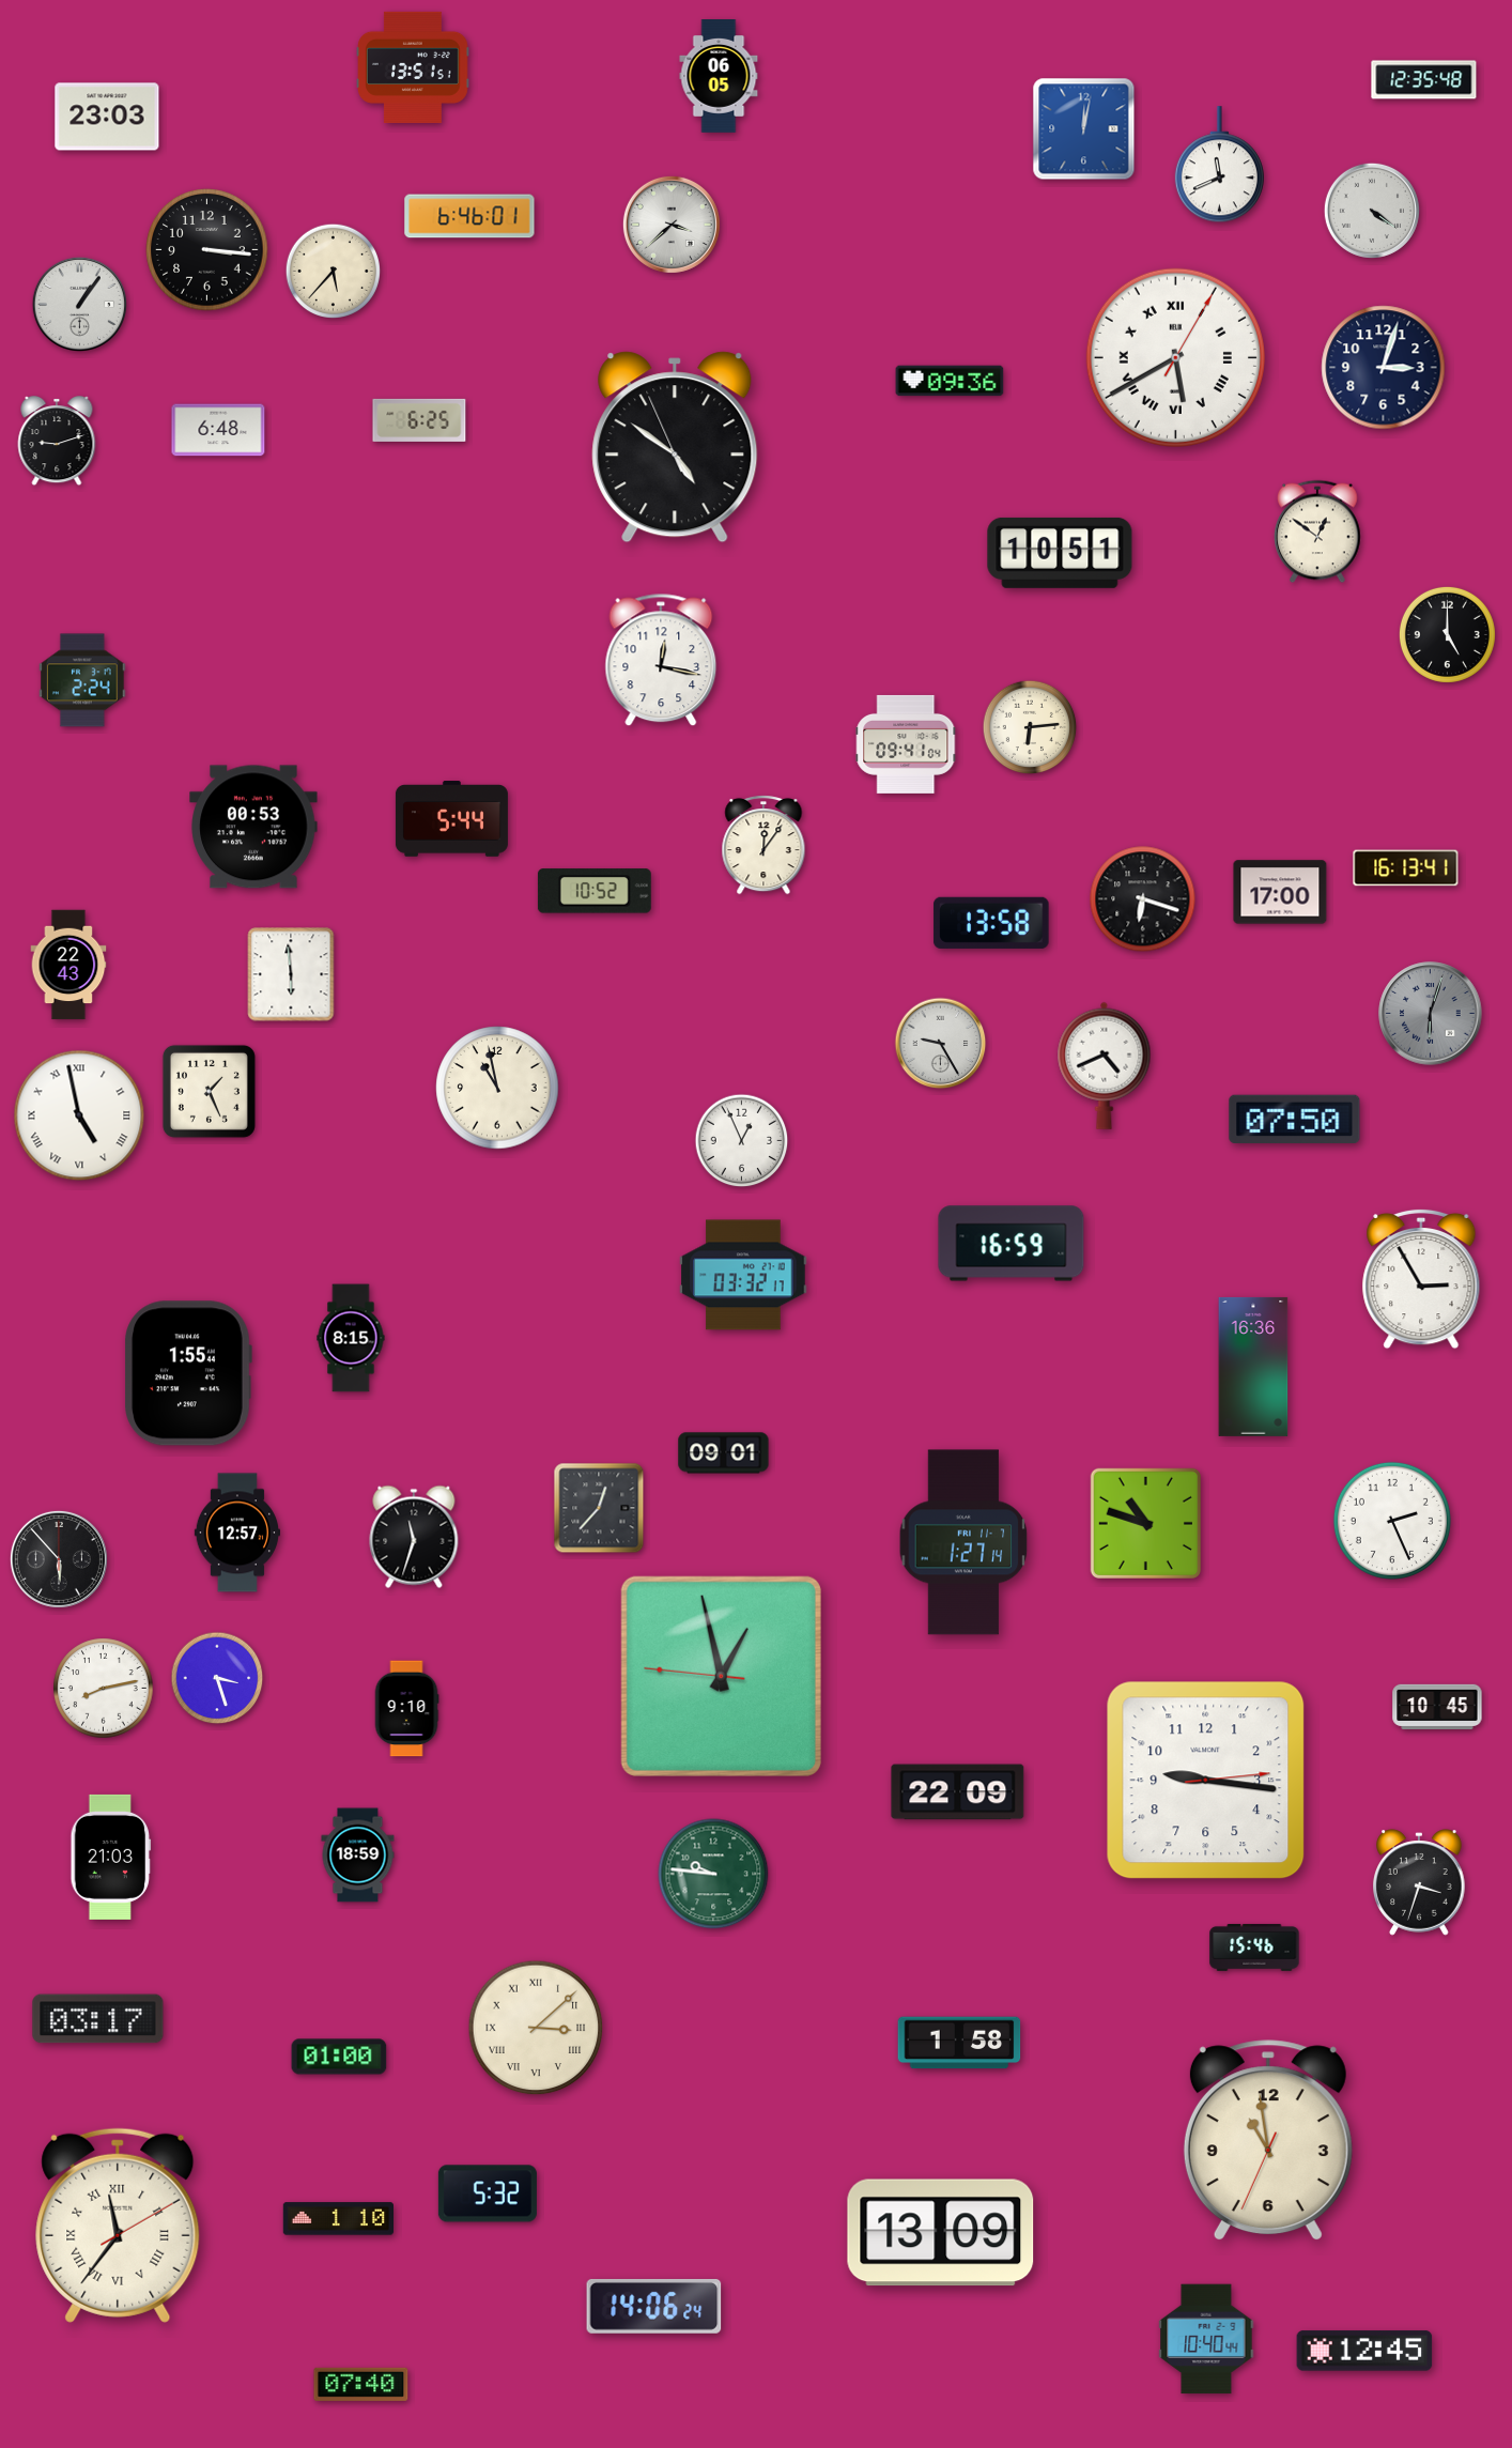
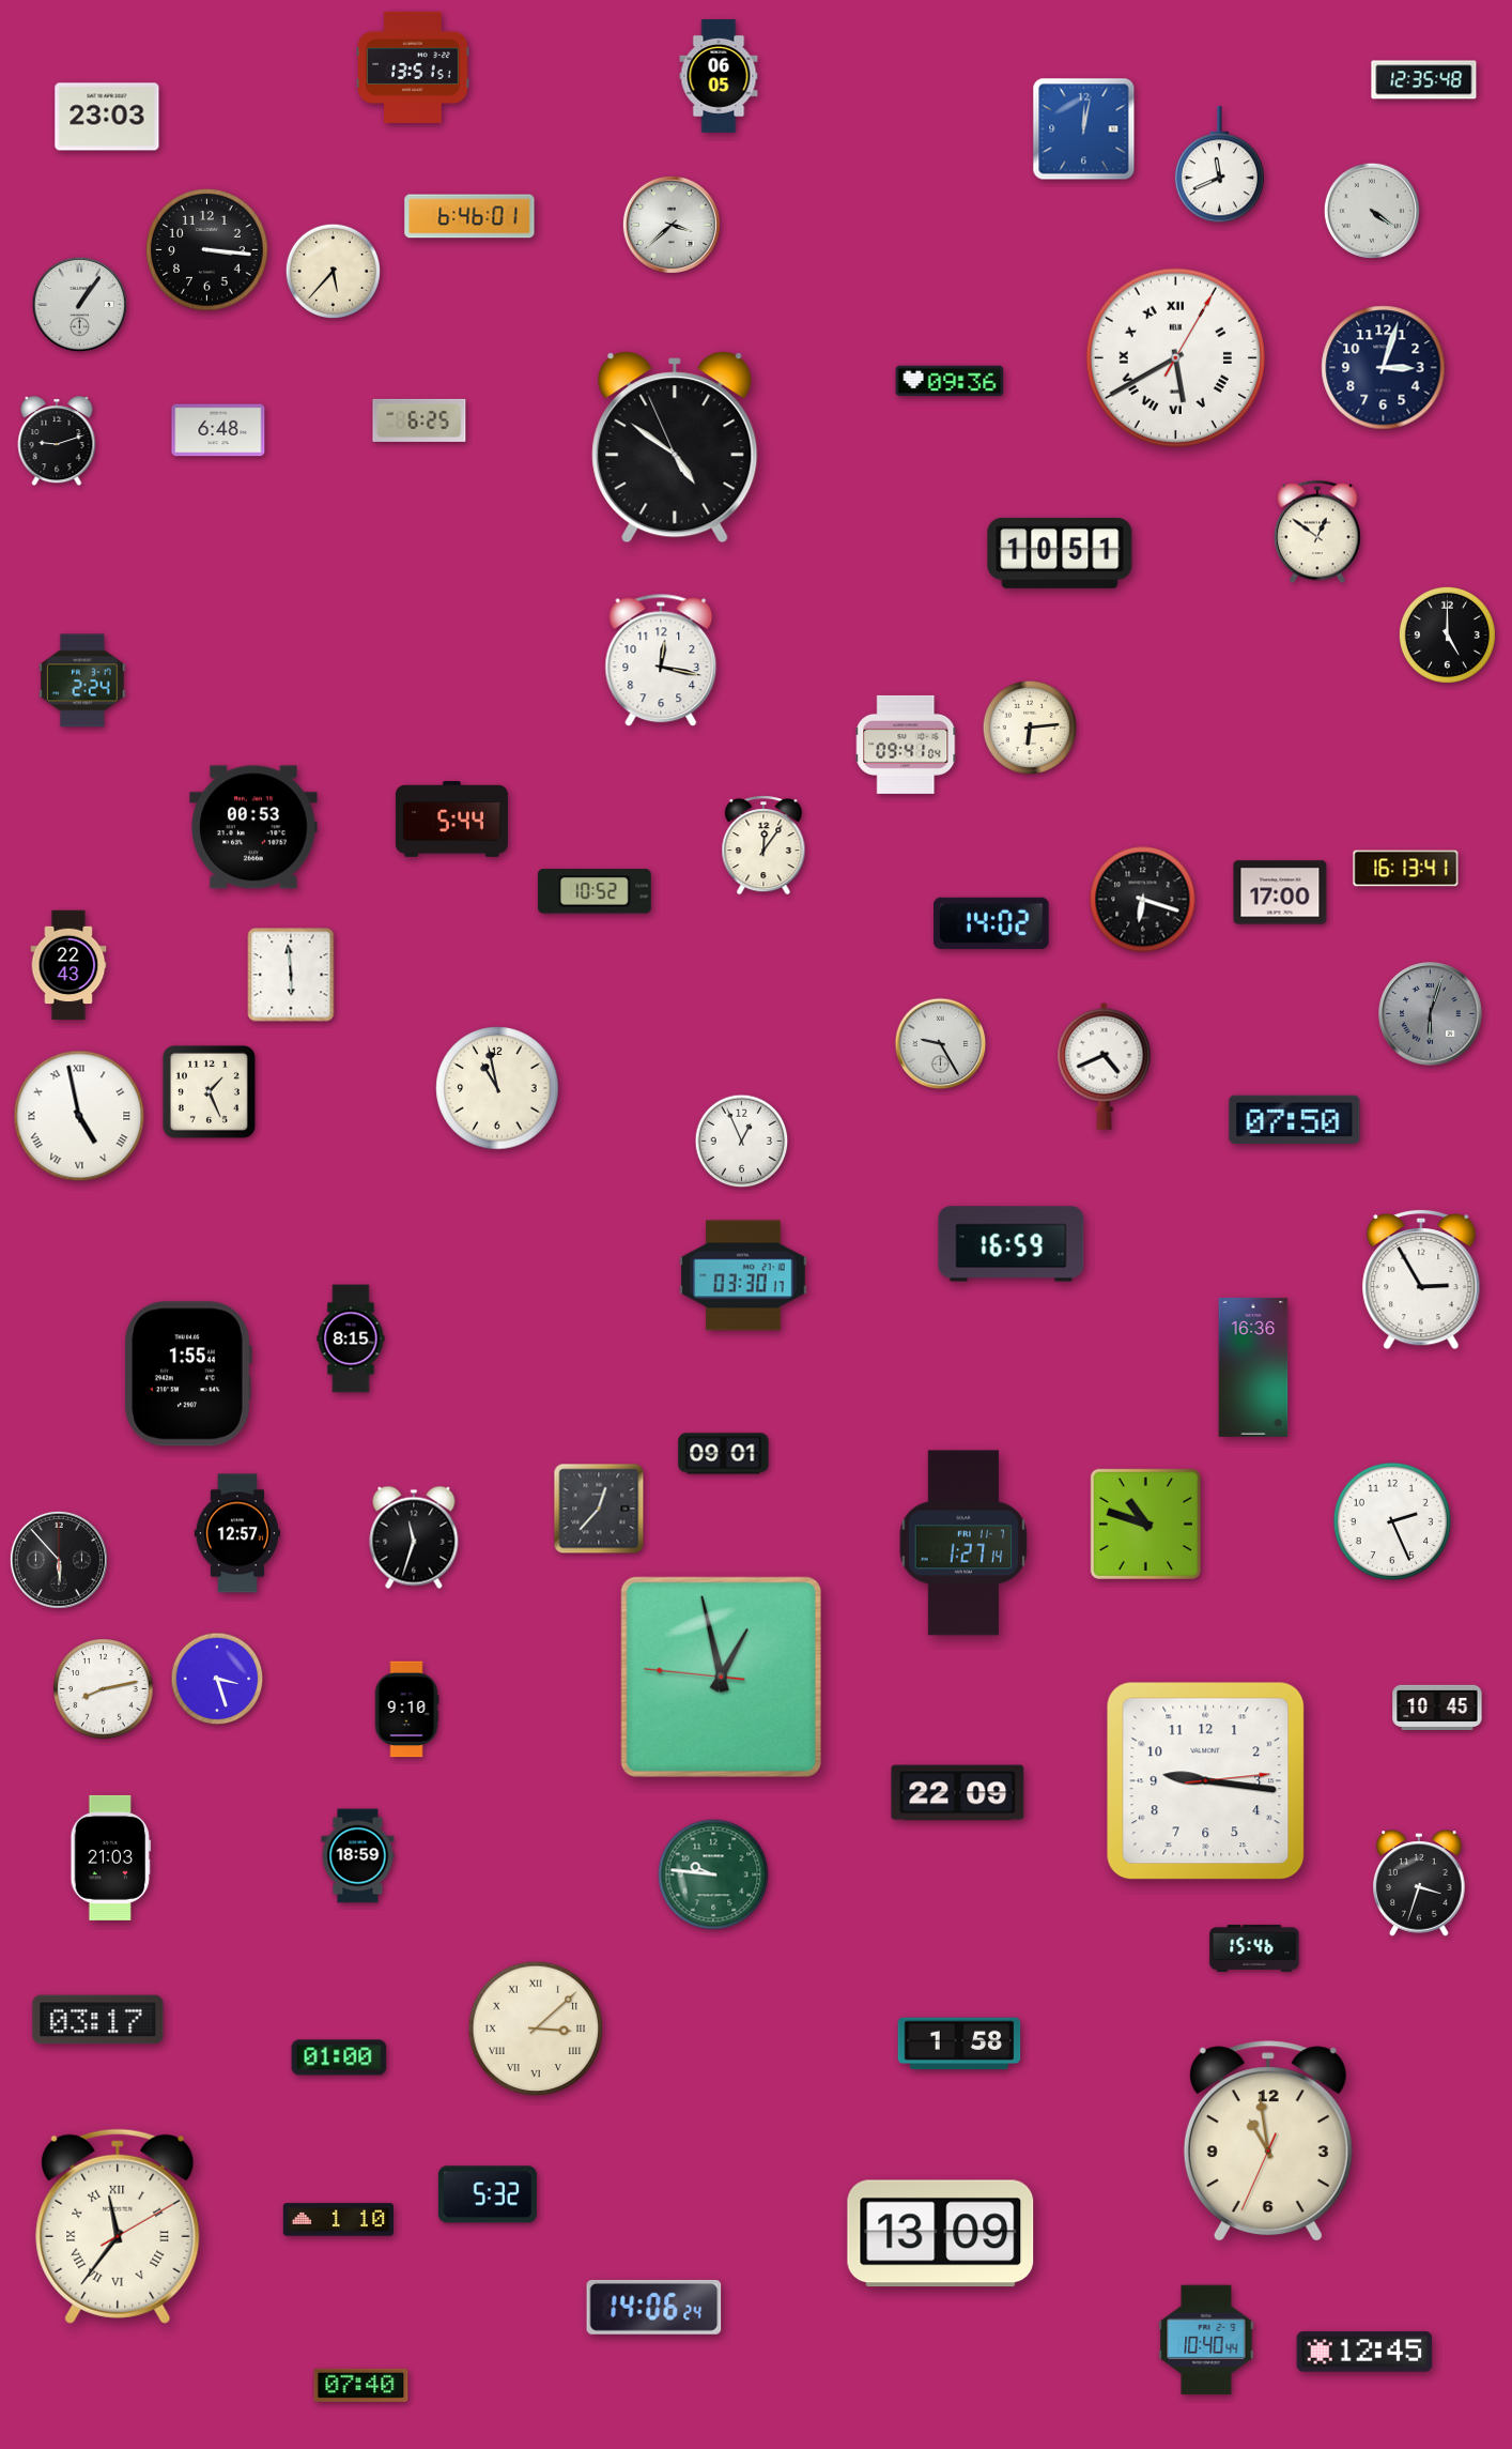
clock at (991, 923): 13:58 -> 14:02
clock at (743, 1275): 03:32 -> 03:30
